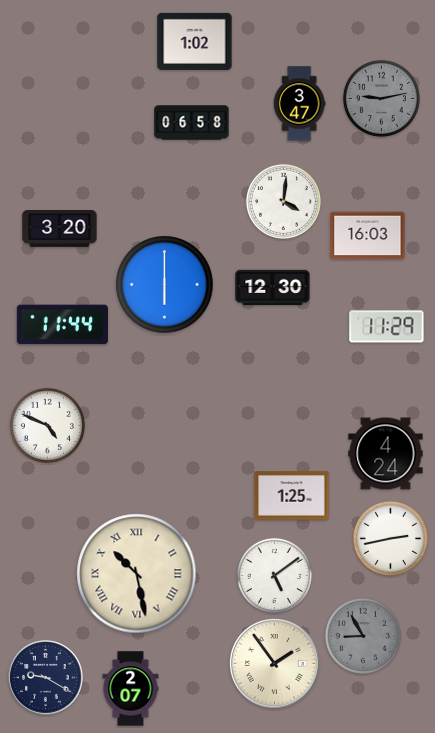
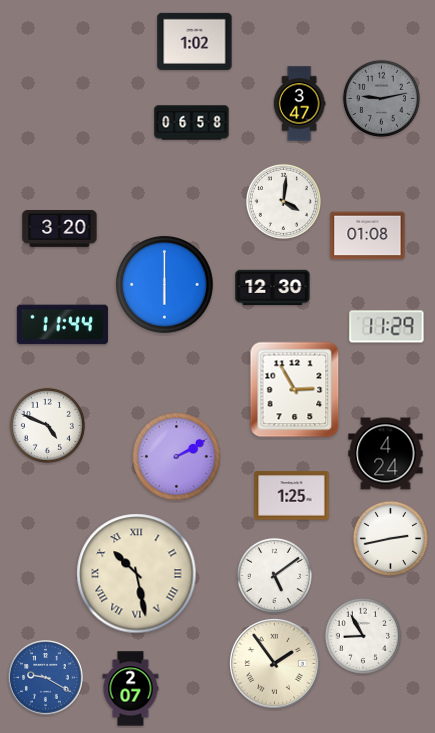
clock at (368, 236): 16:03 -> 01:08
clock at (295, 390): none -> 2:55
clock at (176, 456): none -> 2:10
clock at (363, 636) dial: grey -> white
clock at (46, 678) dial: navy -> blue
